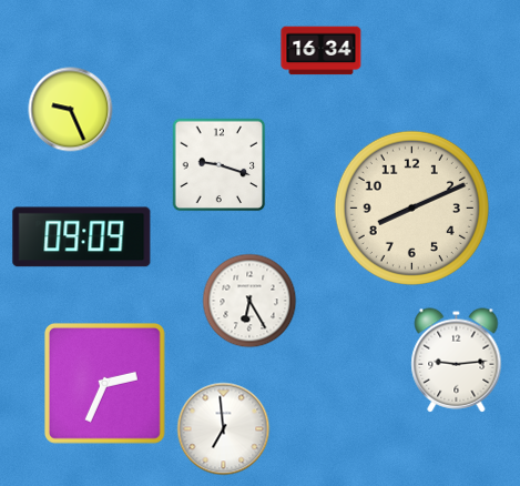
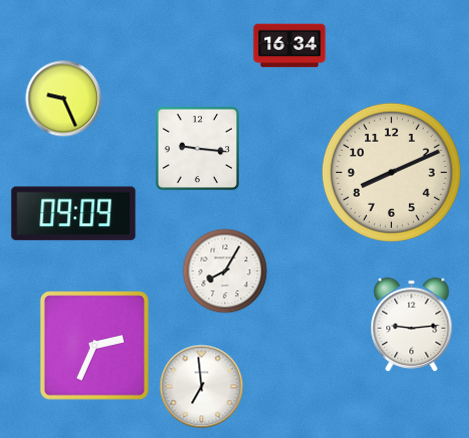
clock at (220, 165): 9:18 -> 9:16
clock at (411, 207) position: (411, 207) -> (391, 172)
clock at (249, 301): 6:25 -> 8:05
